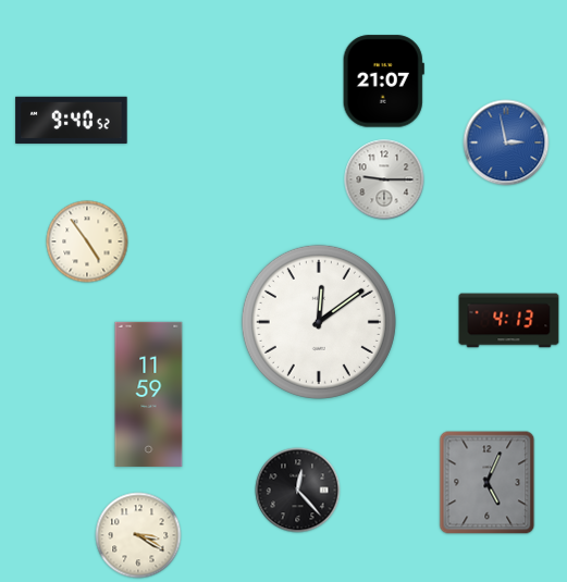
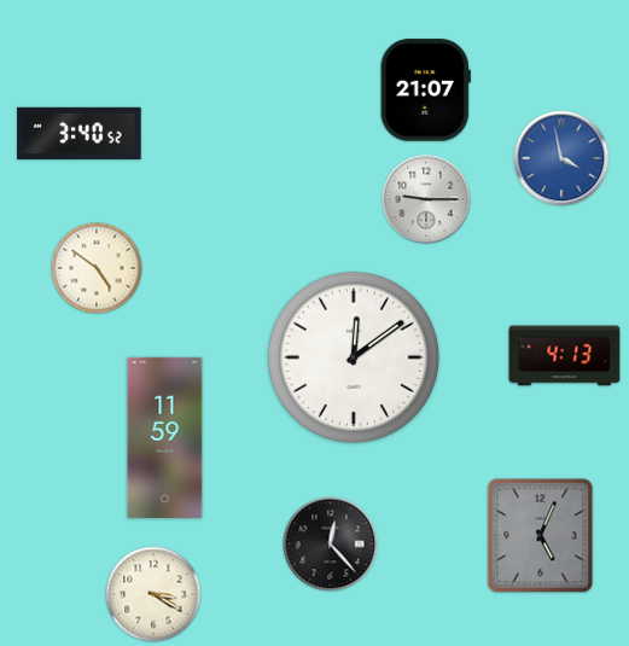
clock at (72, 120): 9:40 -> 3:40
clock at (506, 143): 2:58 -> 3:58
clock at (87, 242): 4:54 -> 4:51
